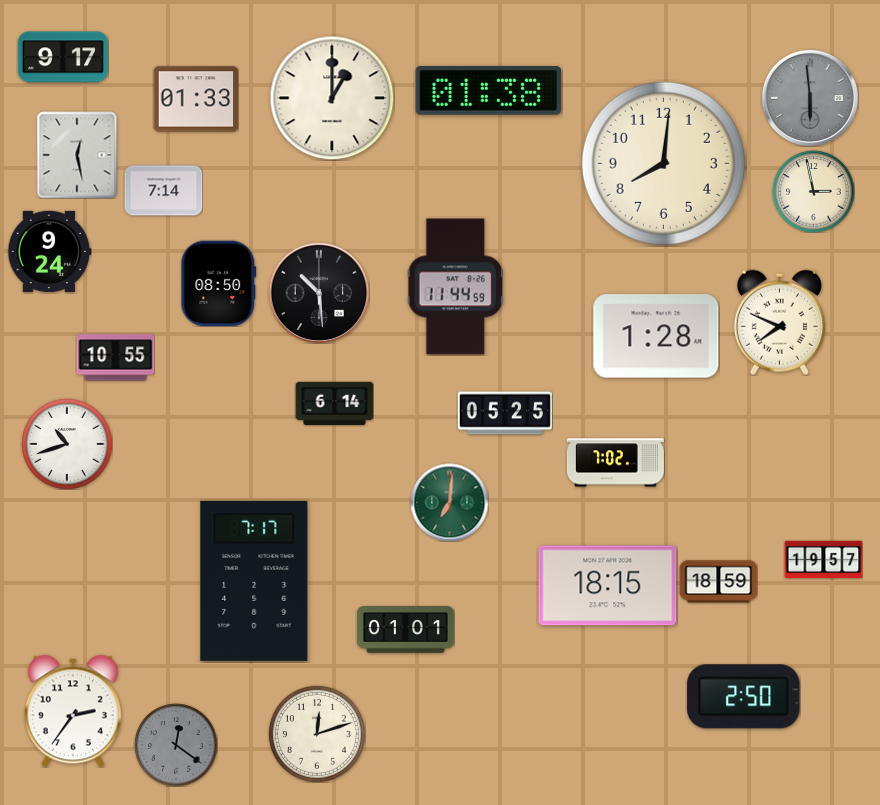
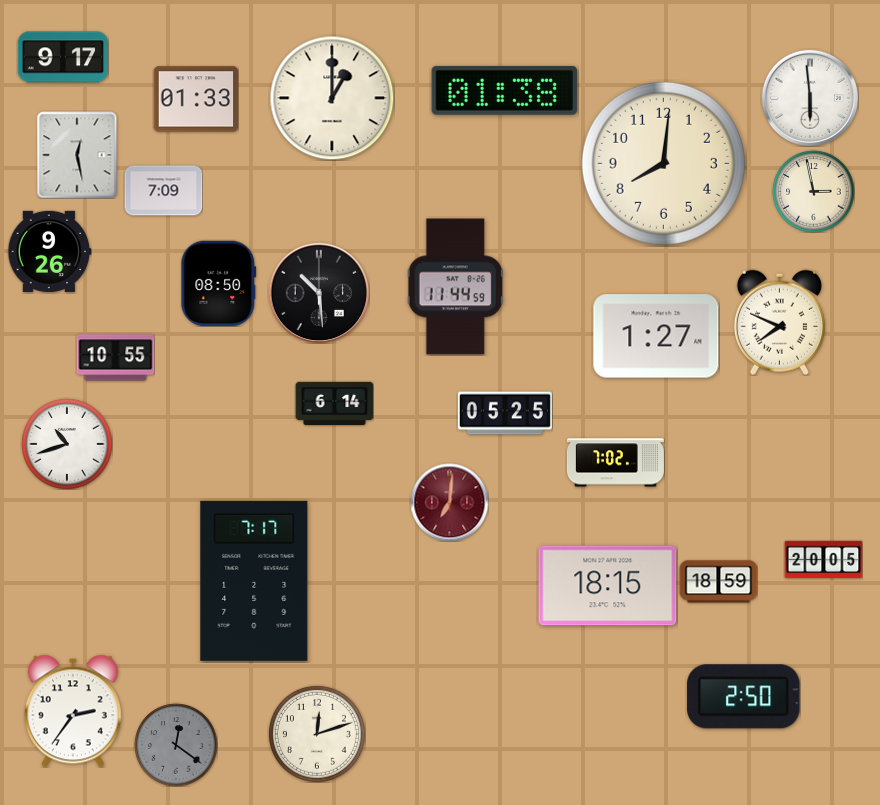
clock at (489, 90) position: (489, 90) -> (505, 90)
clock at (810, 98) dial: grey -> white
clock at (163, 191): 7:14 -> 7:09
clock at (49, 251): 9:24 -> 9:26
clock at (656, 336): 1:28 -> 1:27
clock at (449, 502) dial: green -> burgundy
clock at (823, 560): 19:57 -> 20:05
clock at (405, 630): 01:01 -> none
